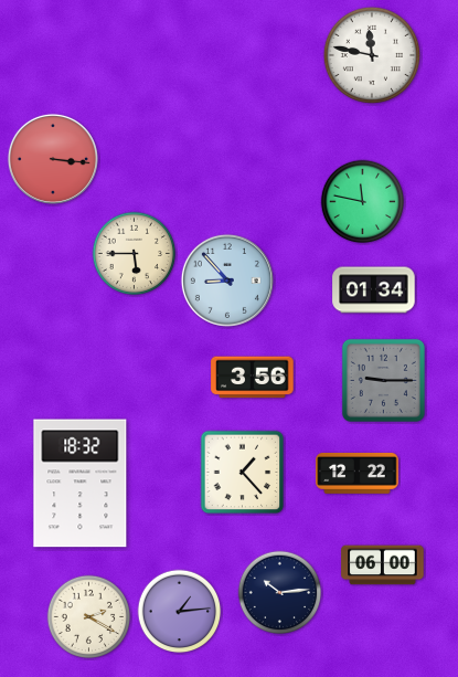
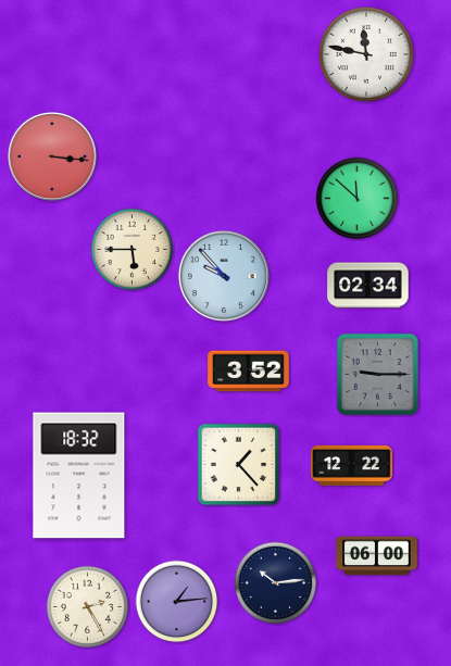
clock at (363, 202): 11:47 -> 11:52
clock at (227, 281): 8:53 -> 9:53
clock at (374, 290): 01:34 -> 02:34
clock at (253, 378): 3:56 -> 3:52
clock at (89, 617): 2:20 -> 2:25
